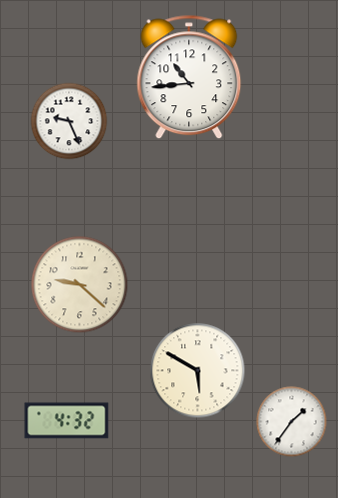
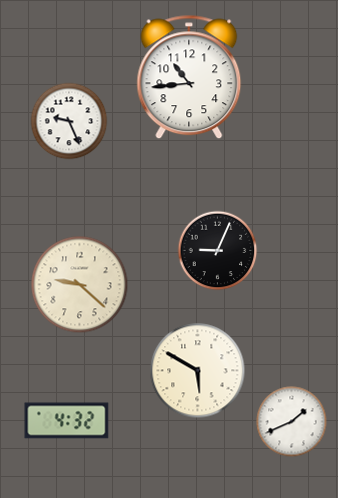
clock at (218, 251): none -> 9:04
clock at (292, 422): 1:36 -> 1:41
